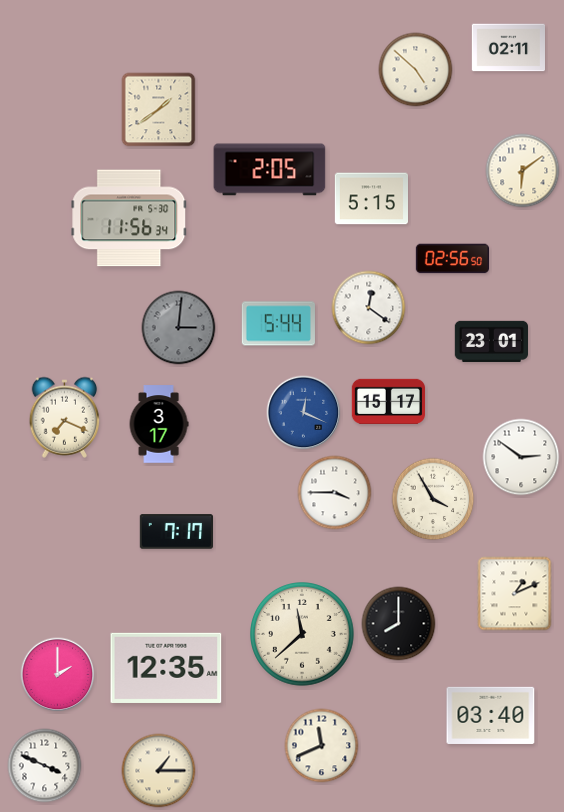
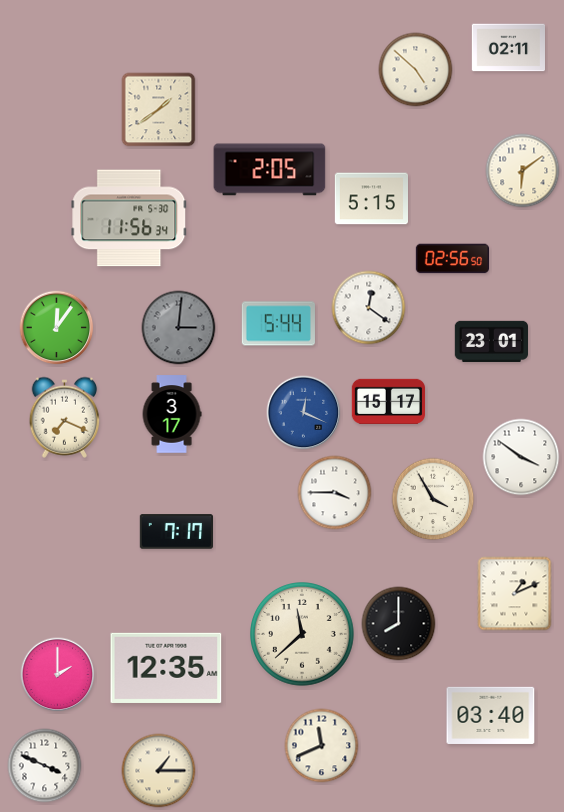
clock at (57, 328): none -> 12:06
clock at (159, 424) position: (159, 424) -> (172, 414)
clock at (521, 457): 2:51 -> 3:51
